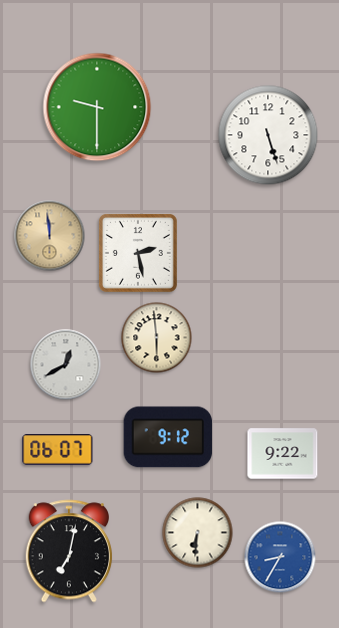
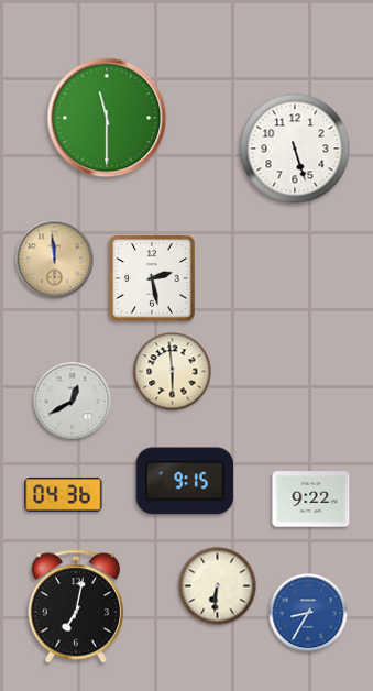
clock at (97, 107): 9:30 -> 11:30
clock at (168, 437): 9:12 -> 9:15
clock at (58, 450): 06:07 -> 04:36
